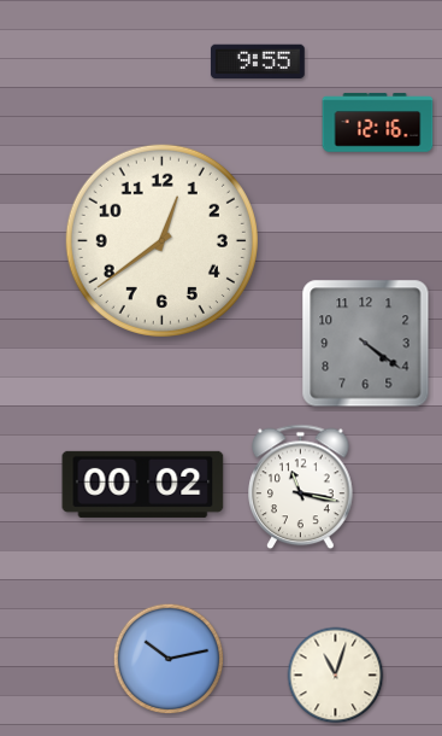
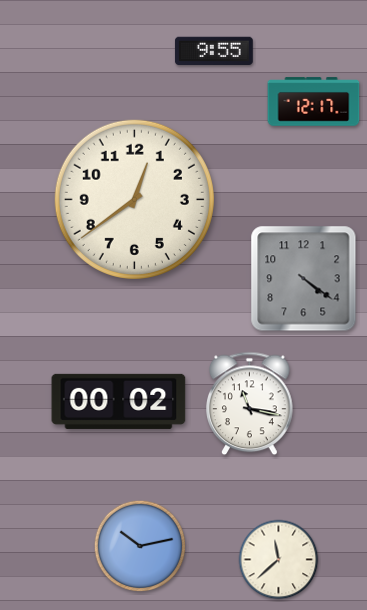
clock at (378, 123): 12:16 -> 12:17
clock at (366, 344) position: (366, 344) -> (304, 279)
clock at (336, 676): 11:03 -> 11:38
